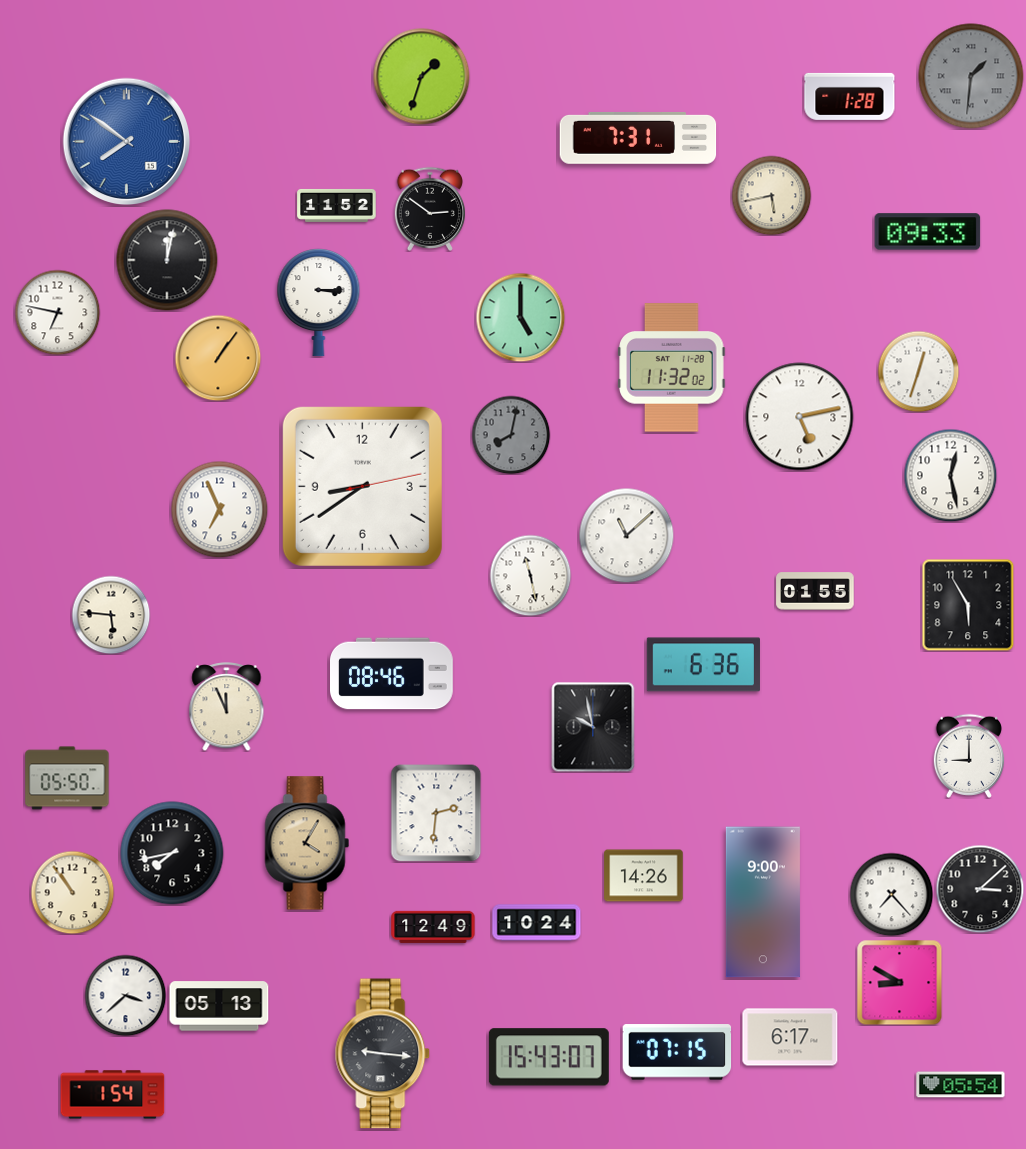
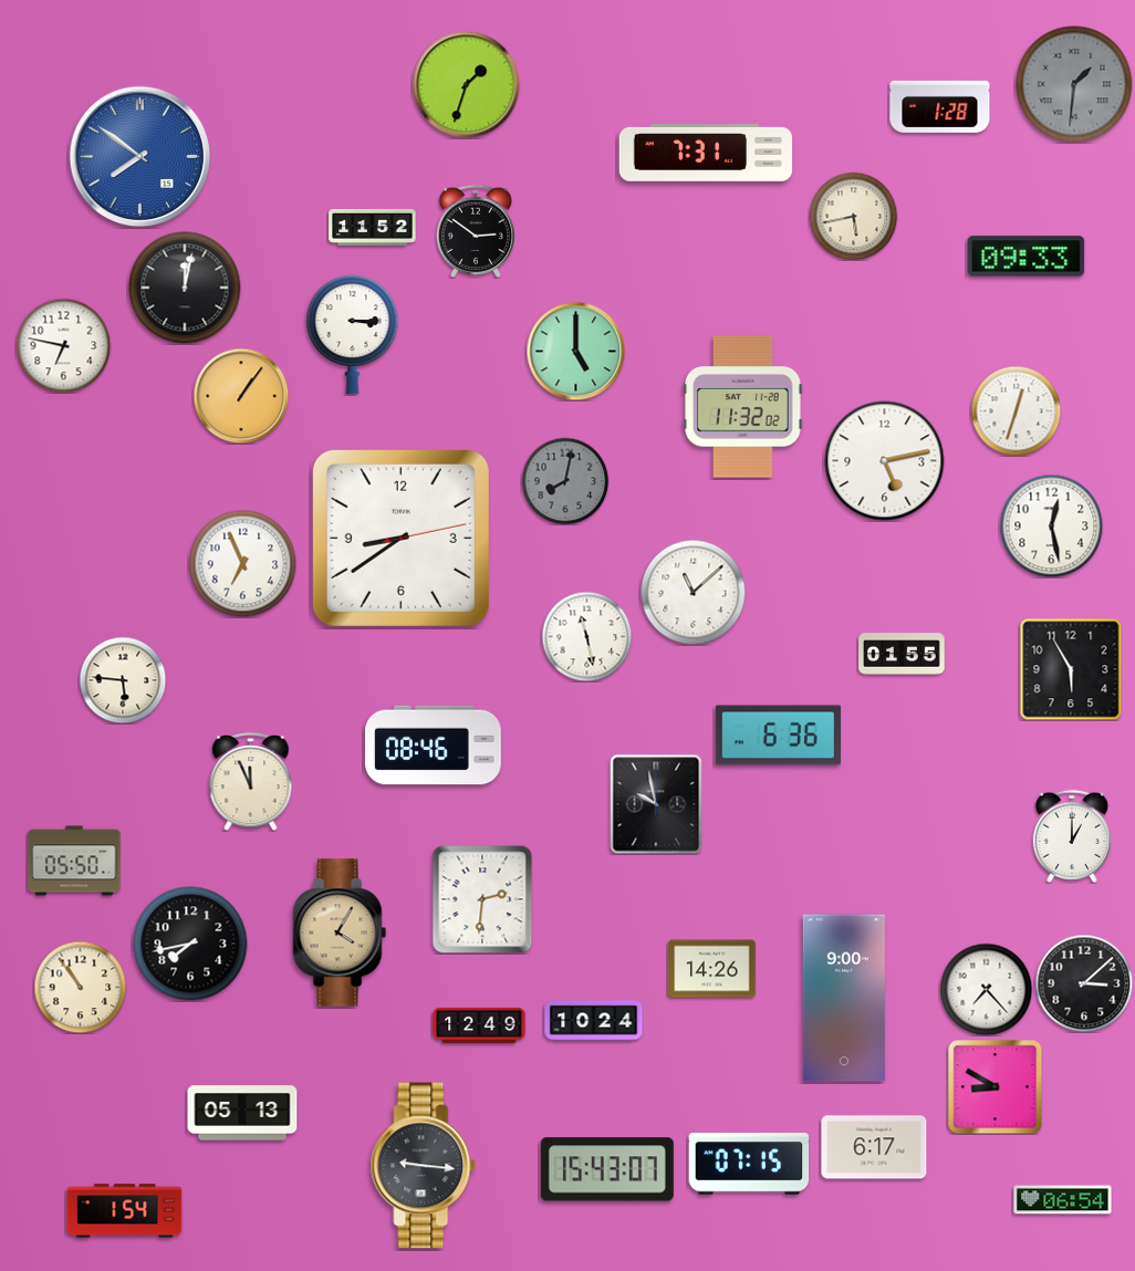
clock at (968, 756): 9:00 -> 1:00
clock at (125, 995): 3:38 -> none
clock at (961, 1085): 05:54 -> 06:54
